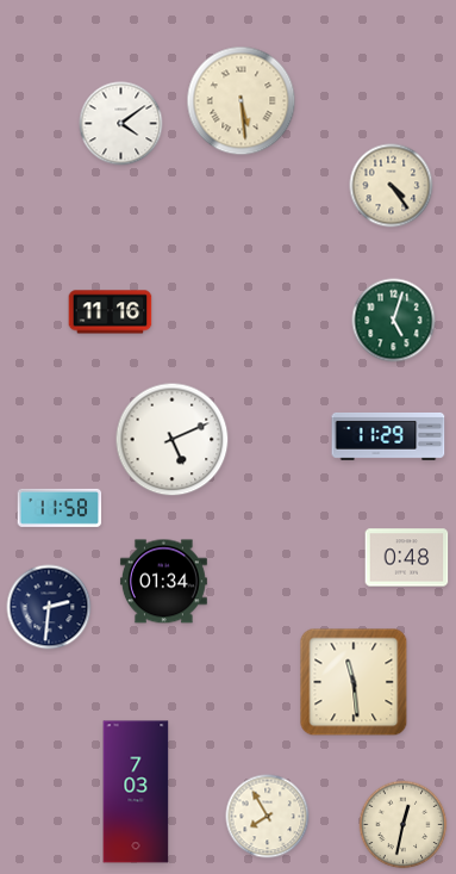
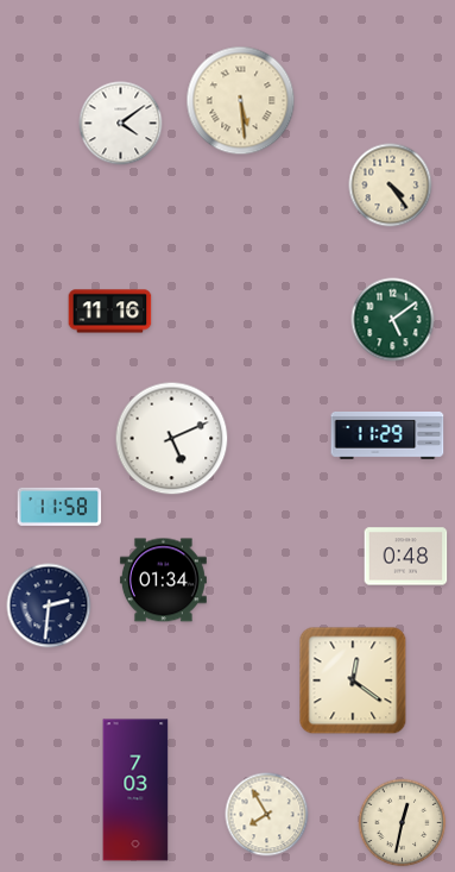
clock at (394, 321): 5:03 -> 5:09
clock at (354, 682): 11:29 -> 12:21
